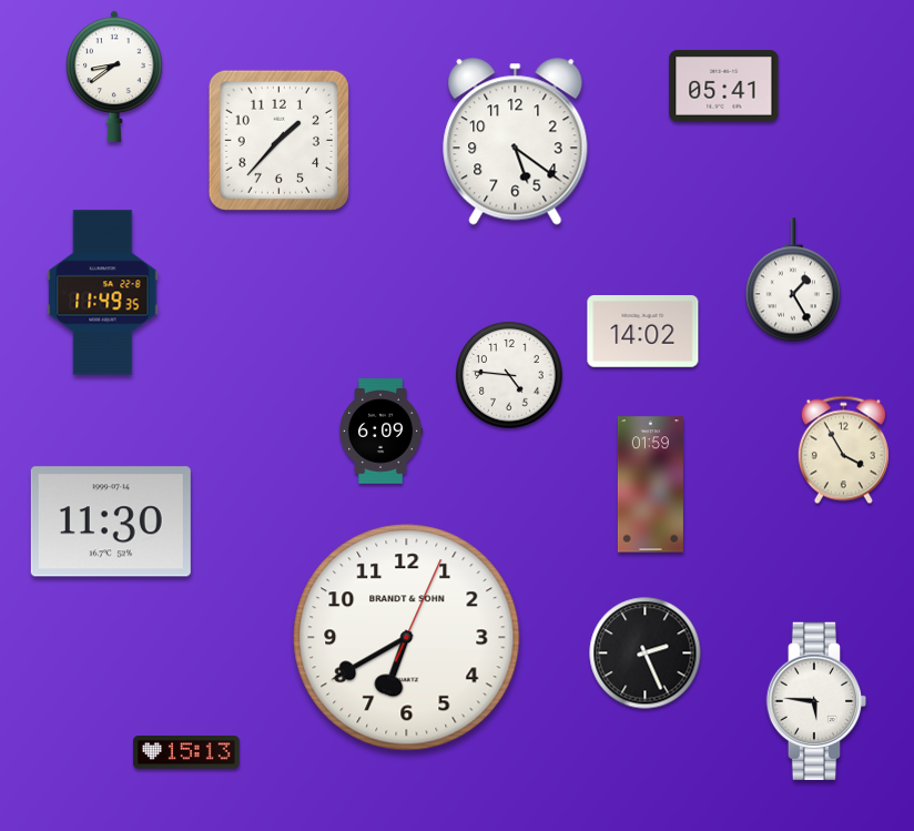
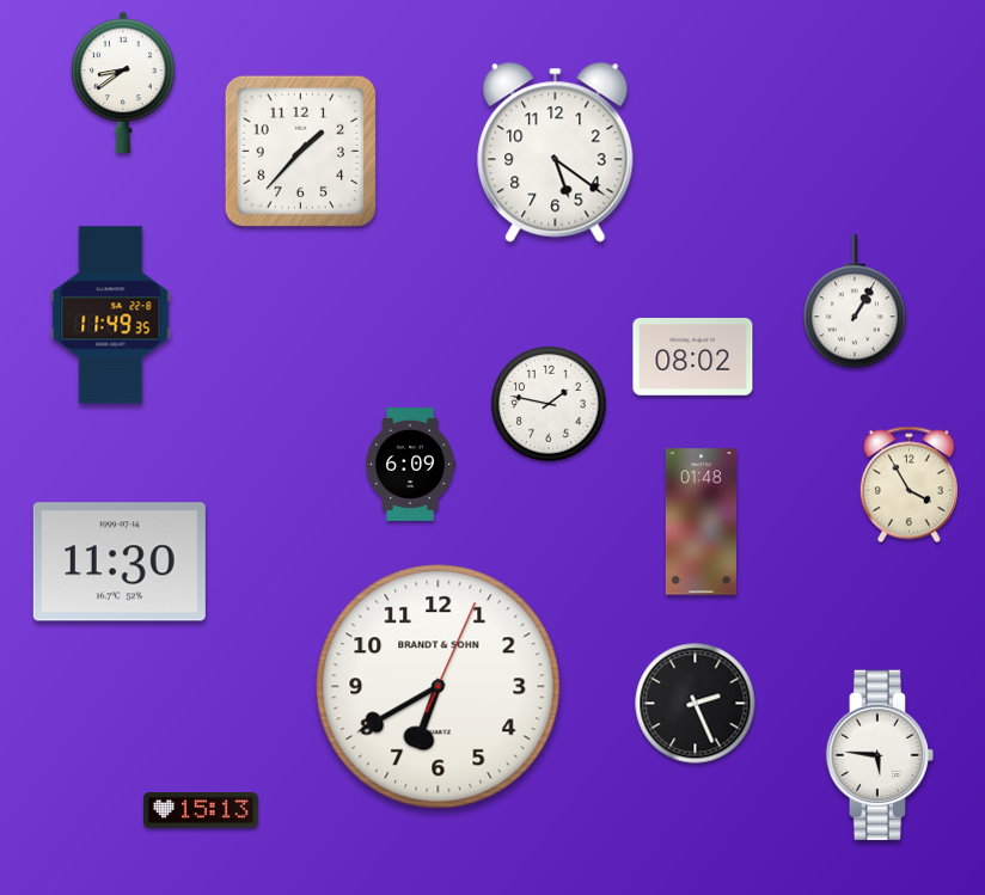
clock at (724, 87): 05:41 -> none
clock at (793, 281): 1:25 -> 1:05
clock at (643, 332): 14:02 -> 08:02
clock at (509, 375): 4:46 -> 1:47
clock at (650, 485): 01:59 -> 01:48
